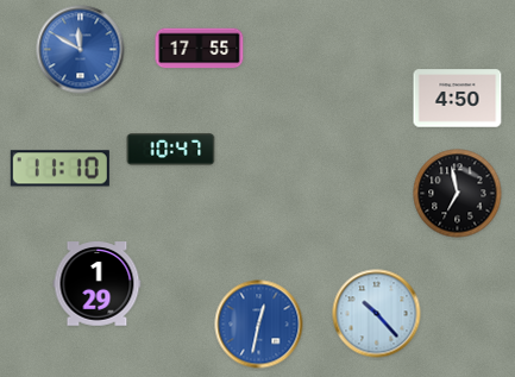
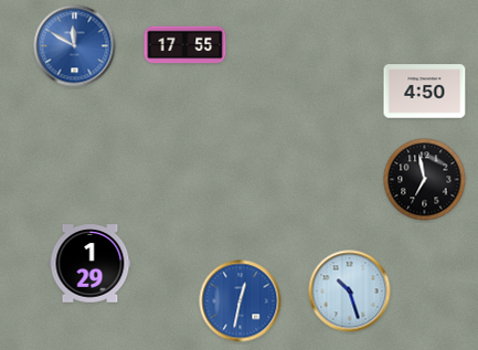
clock at (171, 150): 10:47 -> none
clock at (59, 169): 11:10 -> none
clock at (377, 314): 10:23 -> 10:27
